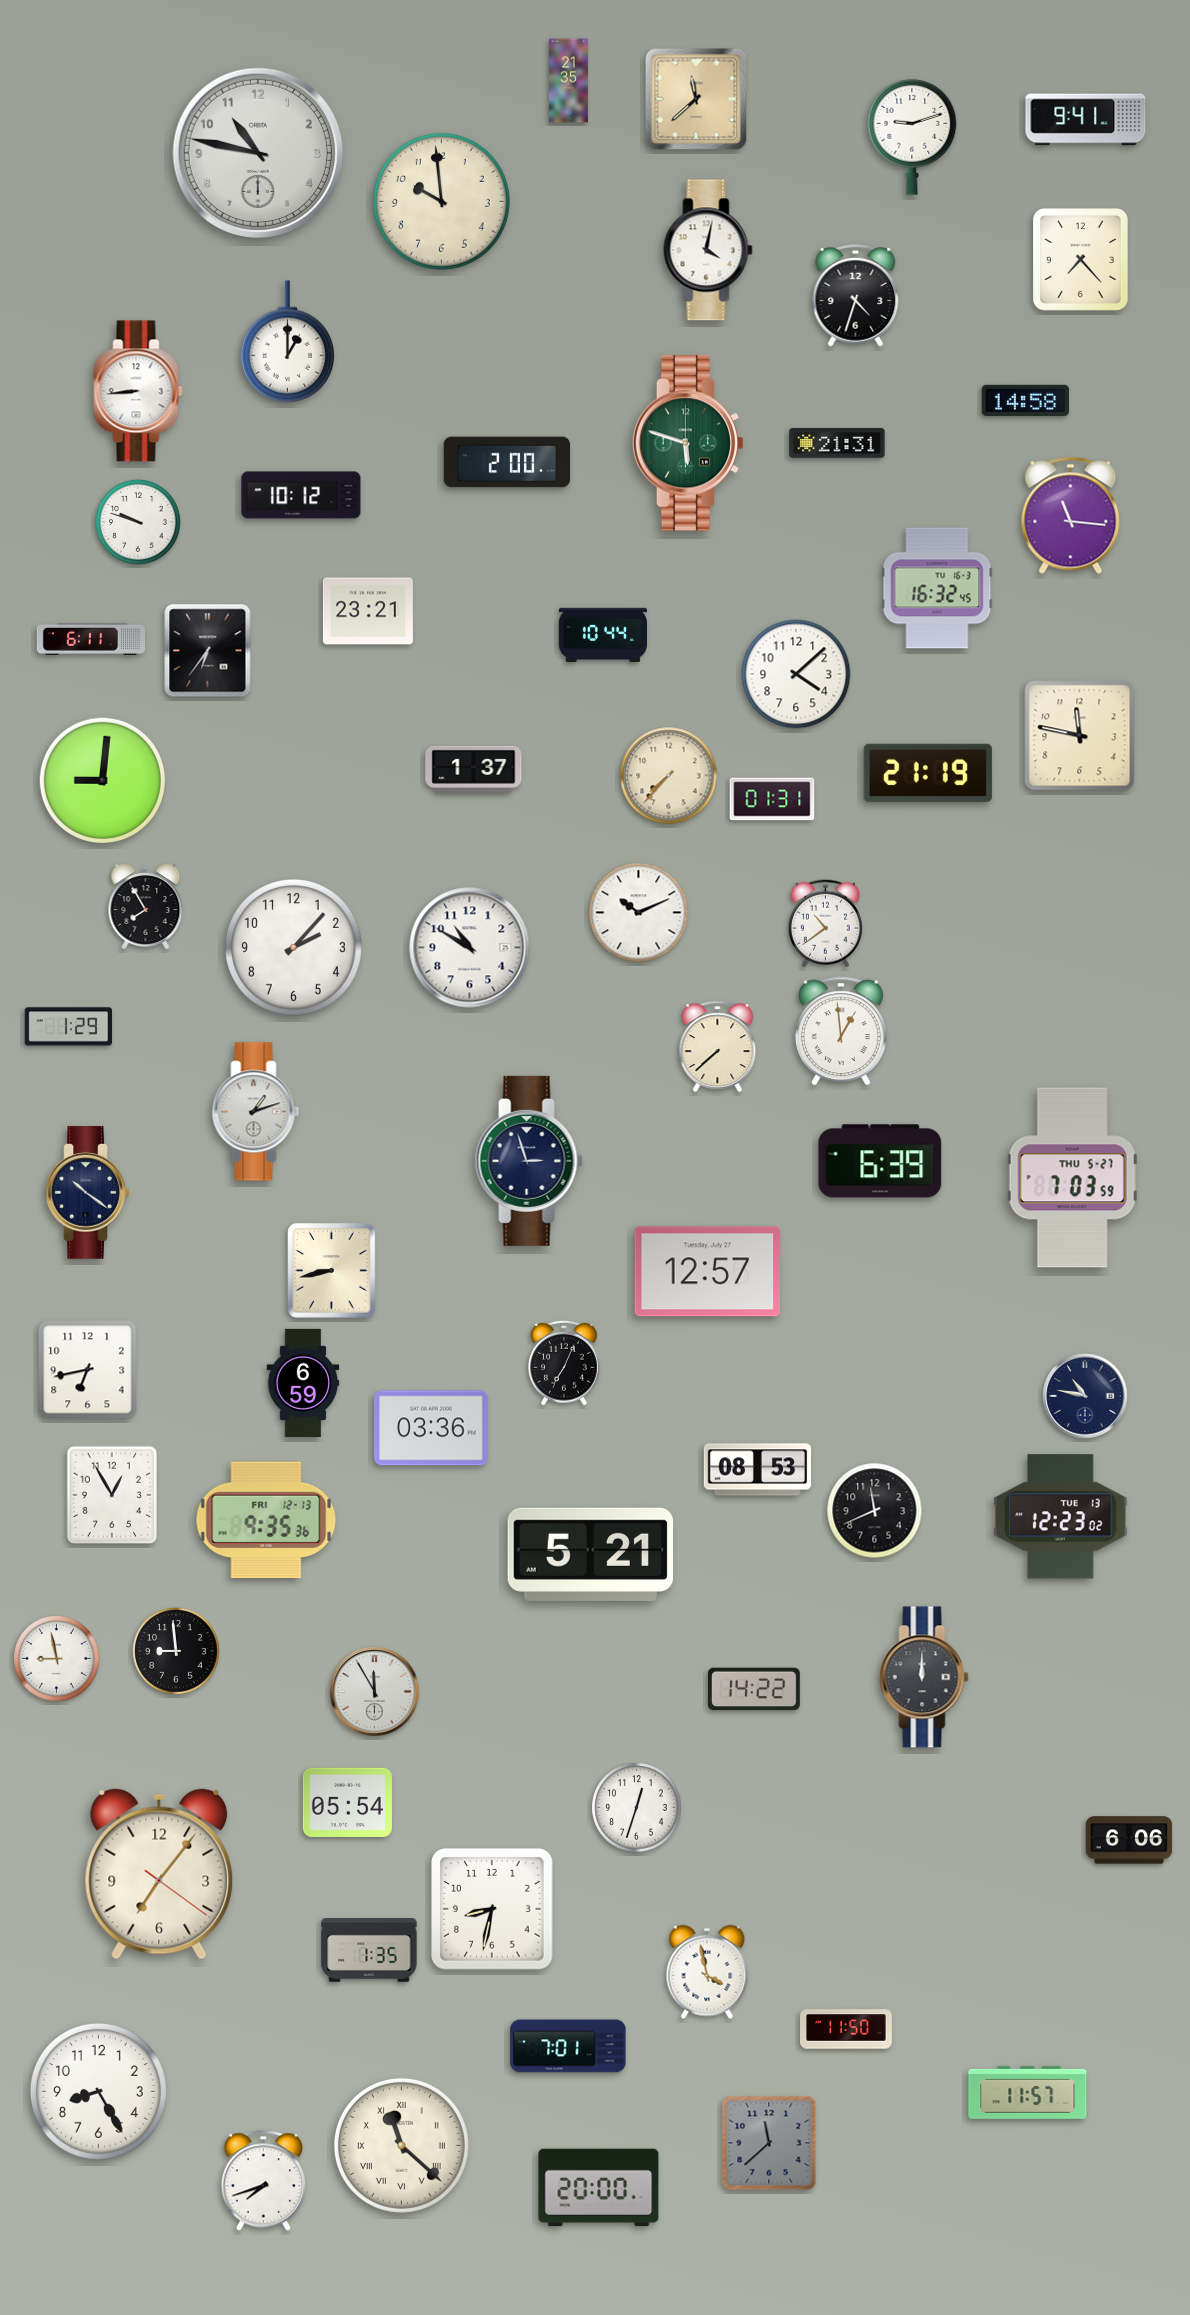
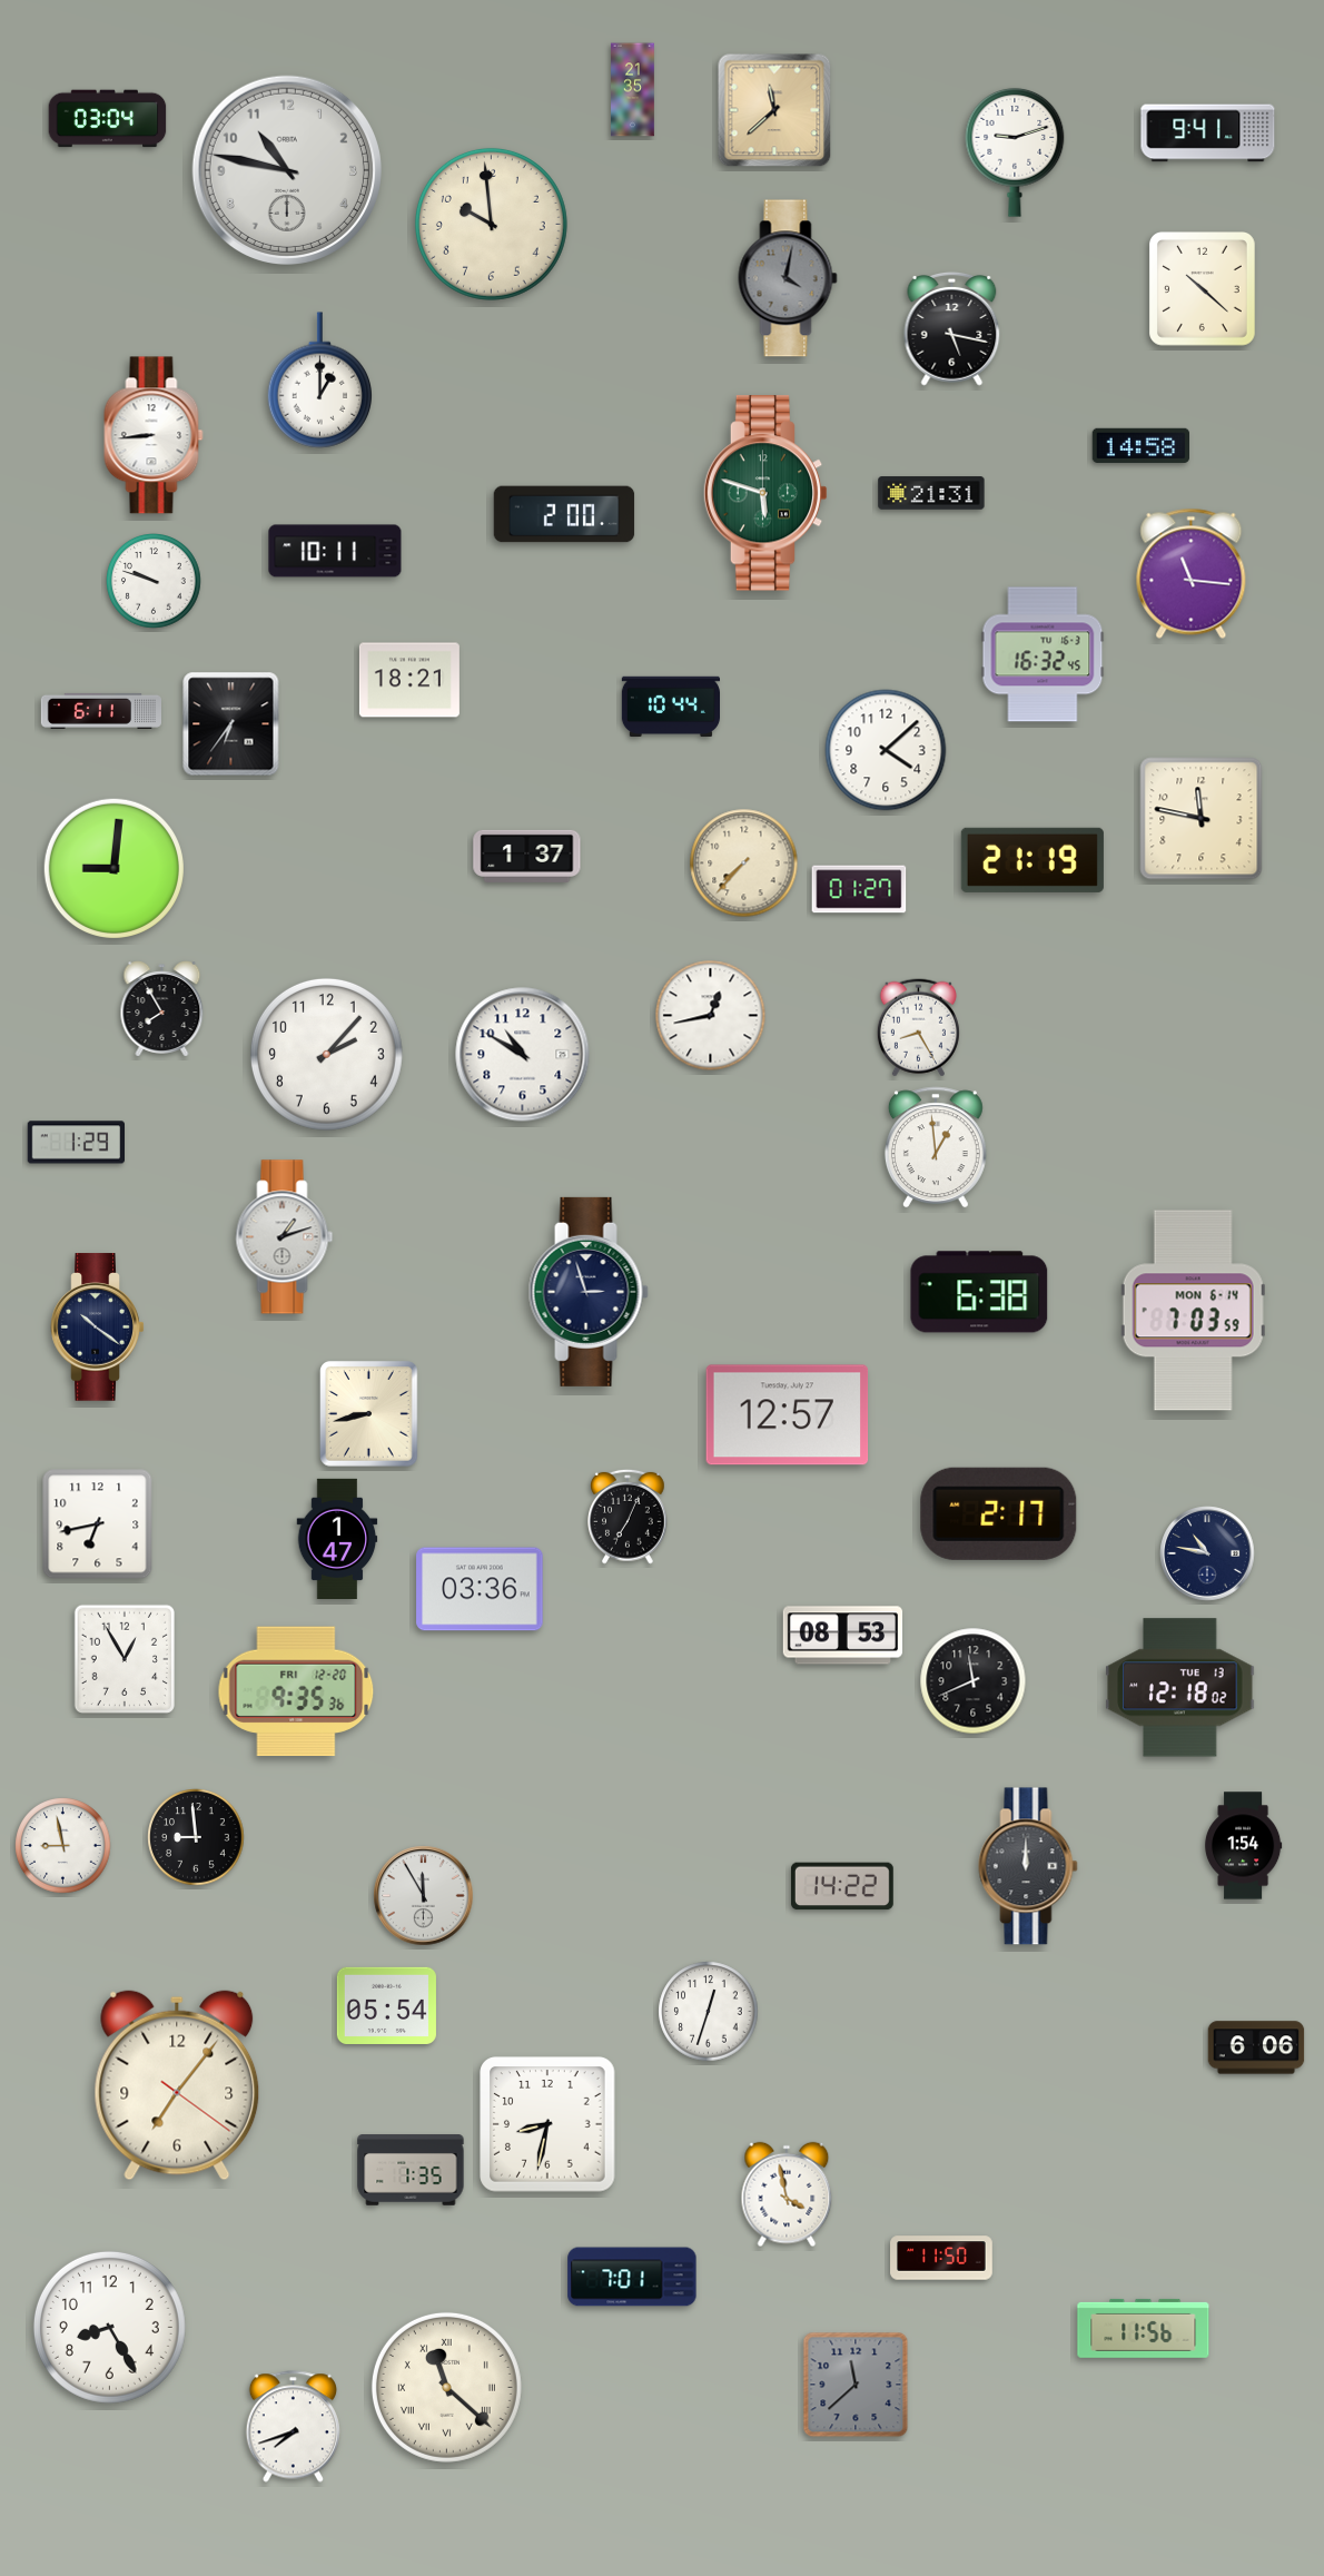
clock at (108, 119): none -> 03:04
clock at (708, 250) dial: white -> grey
clock at (1081, 260): 7:23 -> 10:22
clock at (856, 295): 4:33 -> 5:17
clock at (301, 495): 10:12 -> 10:11
clock at (368, 611): 23:21 -> 18:21
clock at (772, 799): 01:31 -> 01:27
clock at (639, 913): 10:11 -> 12:43
clock at (825, 924): 10:39 -> 8:25
clock at (718, 1047): 7:38 -> none
clock at (880, 1161): 6:39 -> 6:38
clock at (1072, 1178) date: THU 5-27 -> MON 6-14
clock at (999, 1513): none -> 2:17
clock at (303, 1382): 6:59 -> 1:47
clock at (112, 1494) position: (112, 1494) -> (125, 1658)
clock at (1061, 1517): 12:23 -> 12:18
clock at (266, 1519) date: FRI 12-13 -> FRI 12-20
clock at (591, 1554): 5:21 -> none
clock at (1243, 1846): none -> 1:54
clock at (754, 1689) position: (754, 1689) -> (842, 1886)
clock at (375, 1692) position: (375, 1692) -> (424, 1896)
clock at (1028, 2092): 11:57 -> 11:56
clock at (599, 2188): 20:00 -> none
